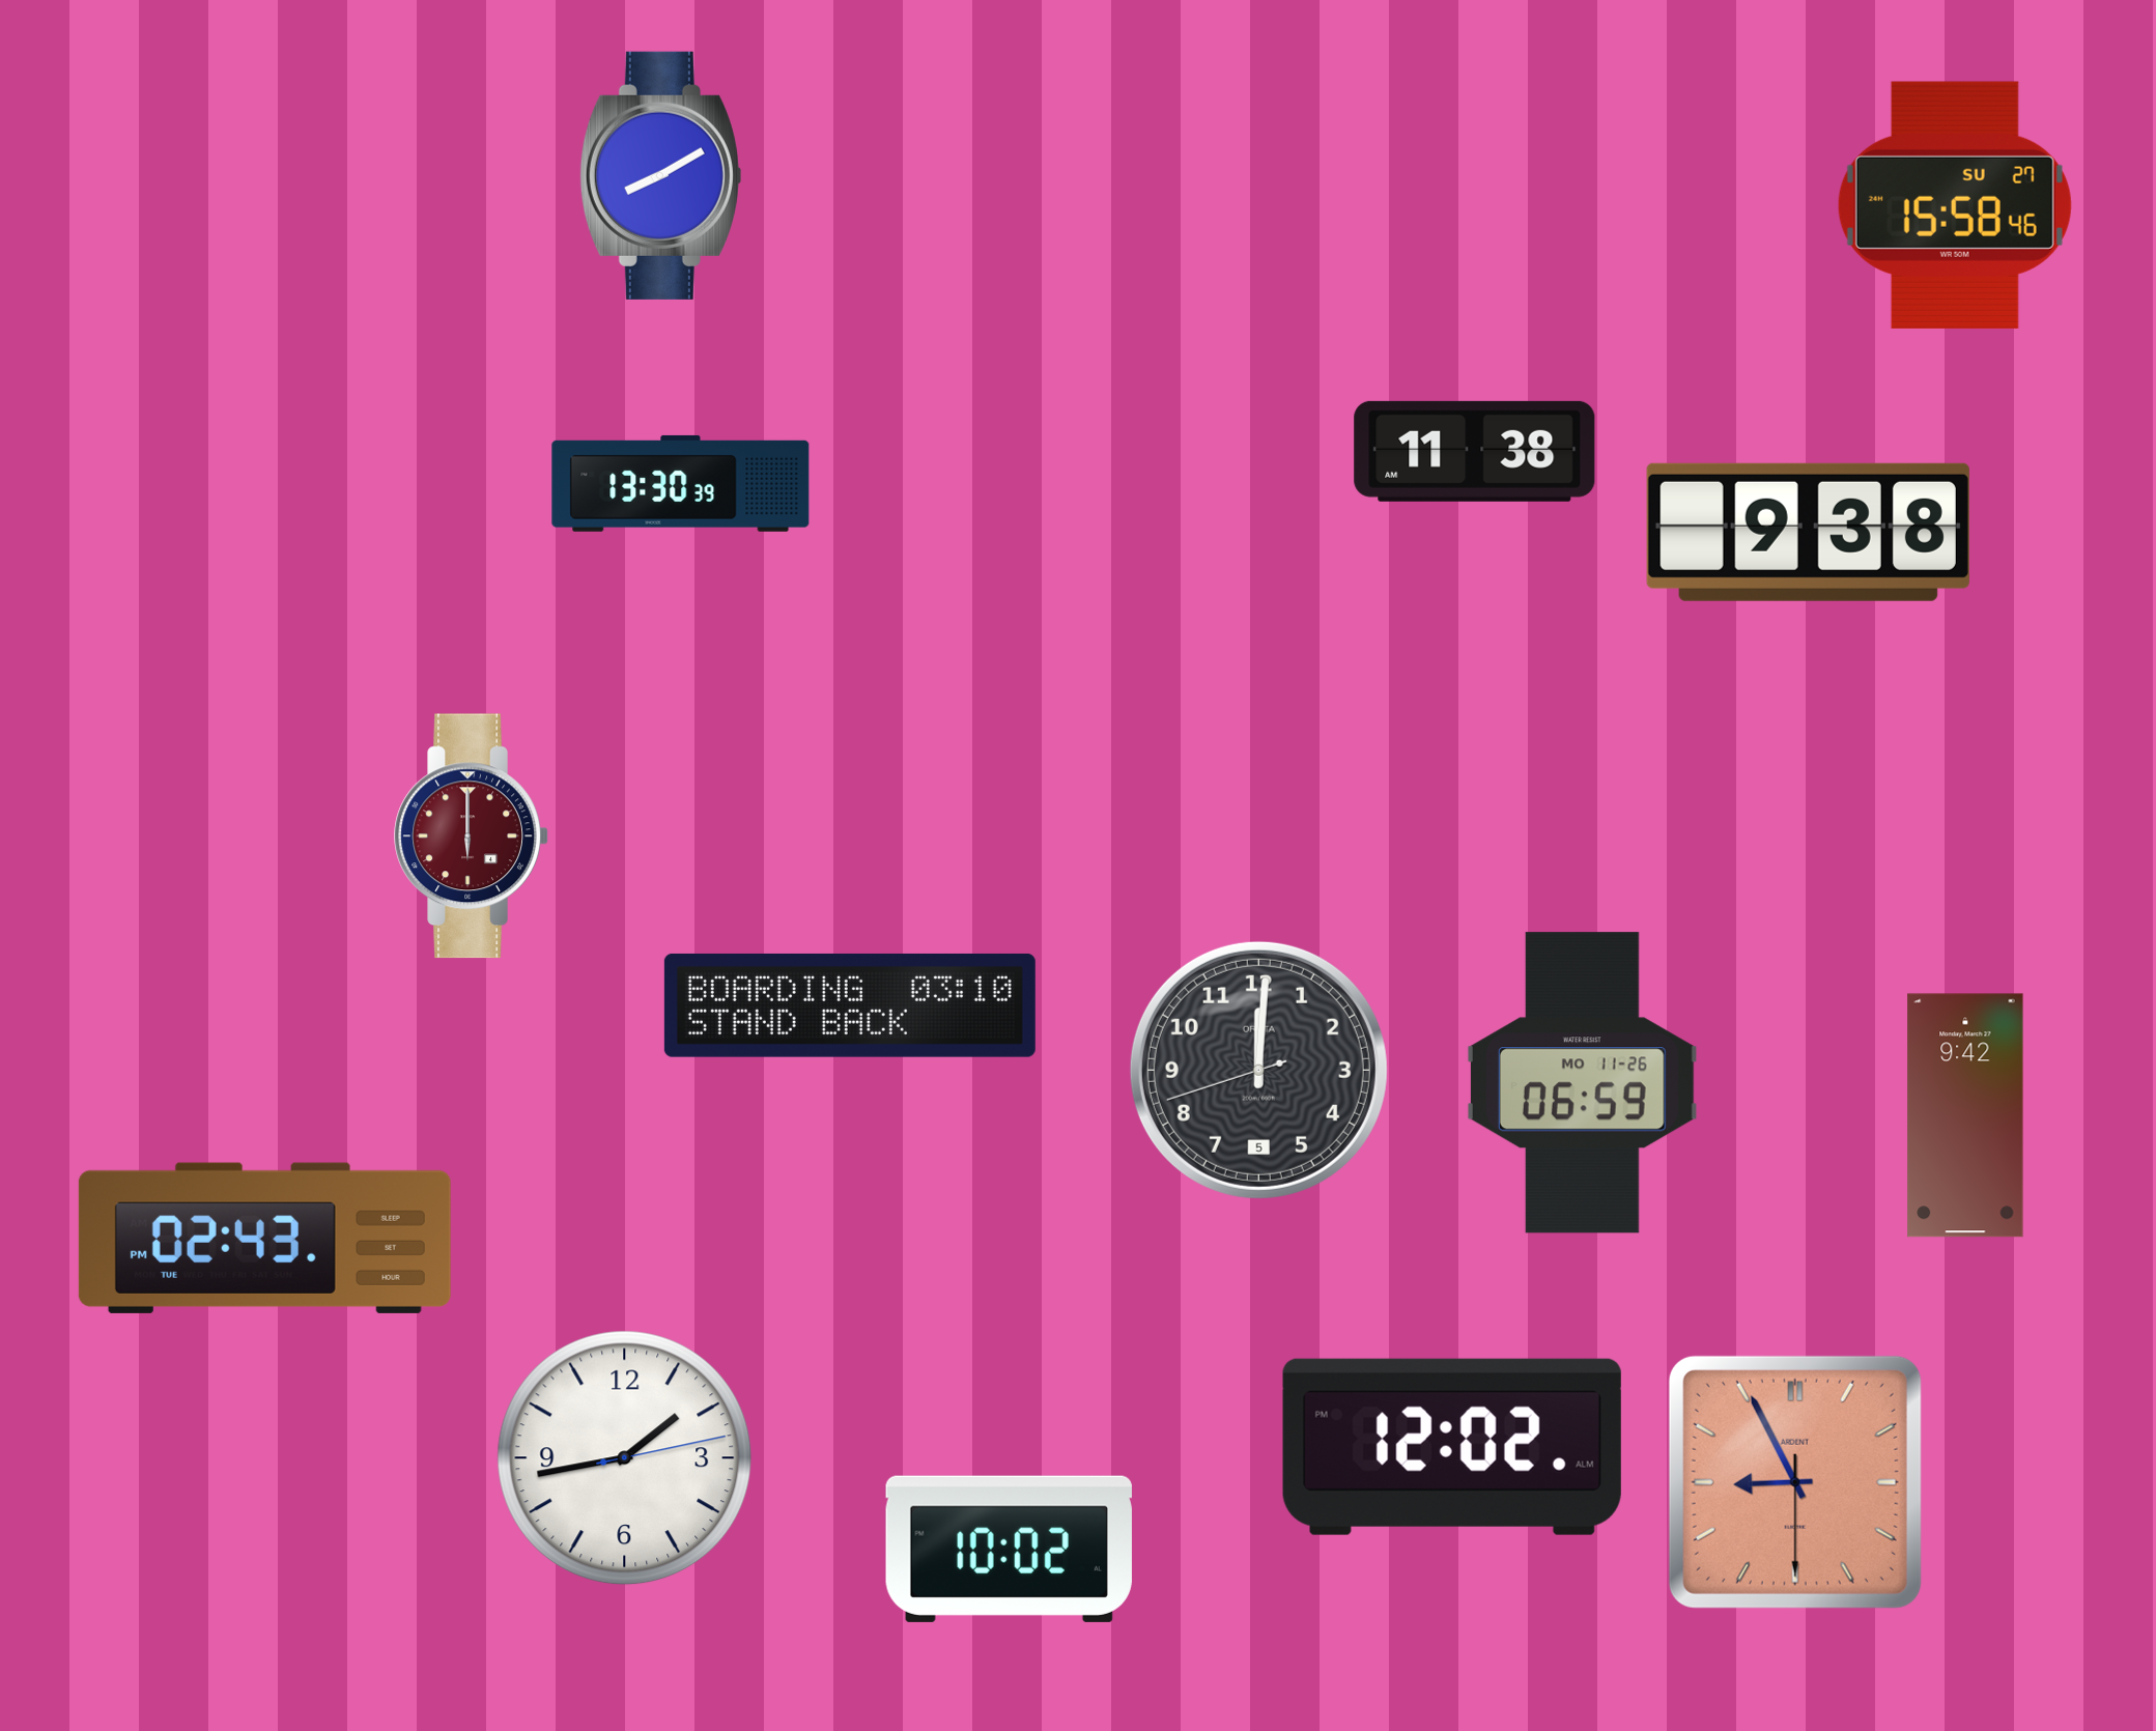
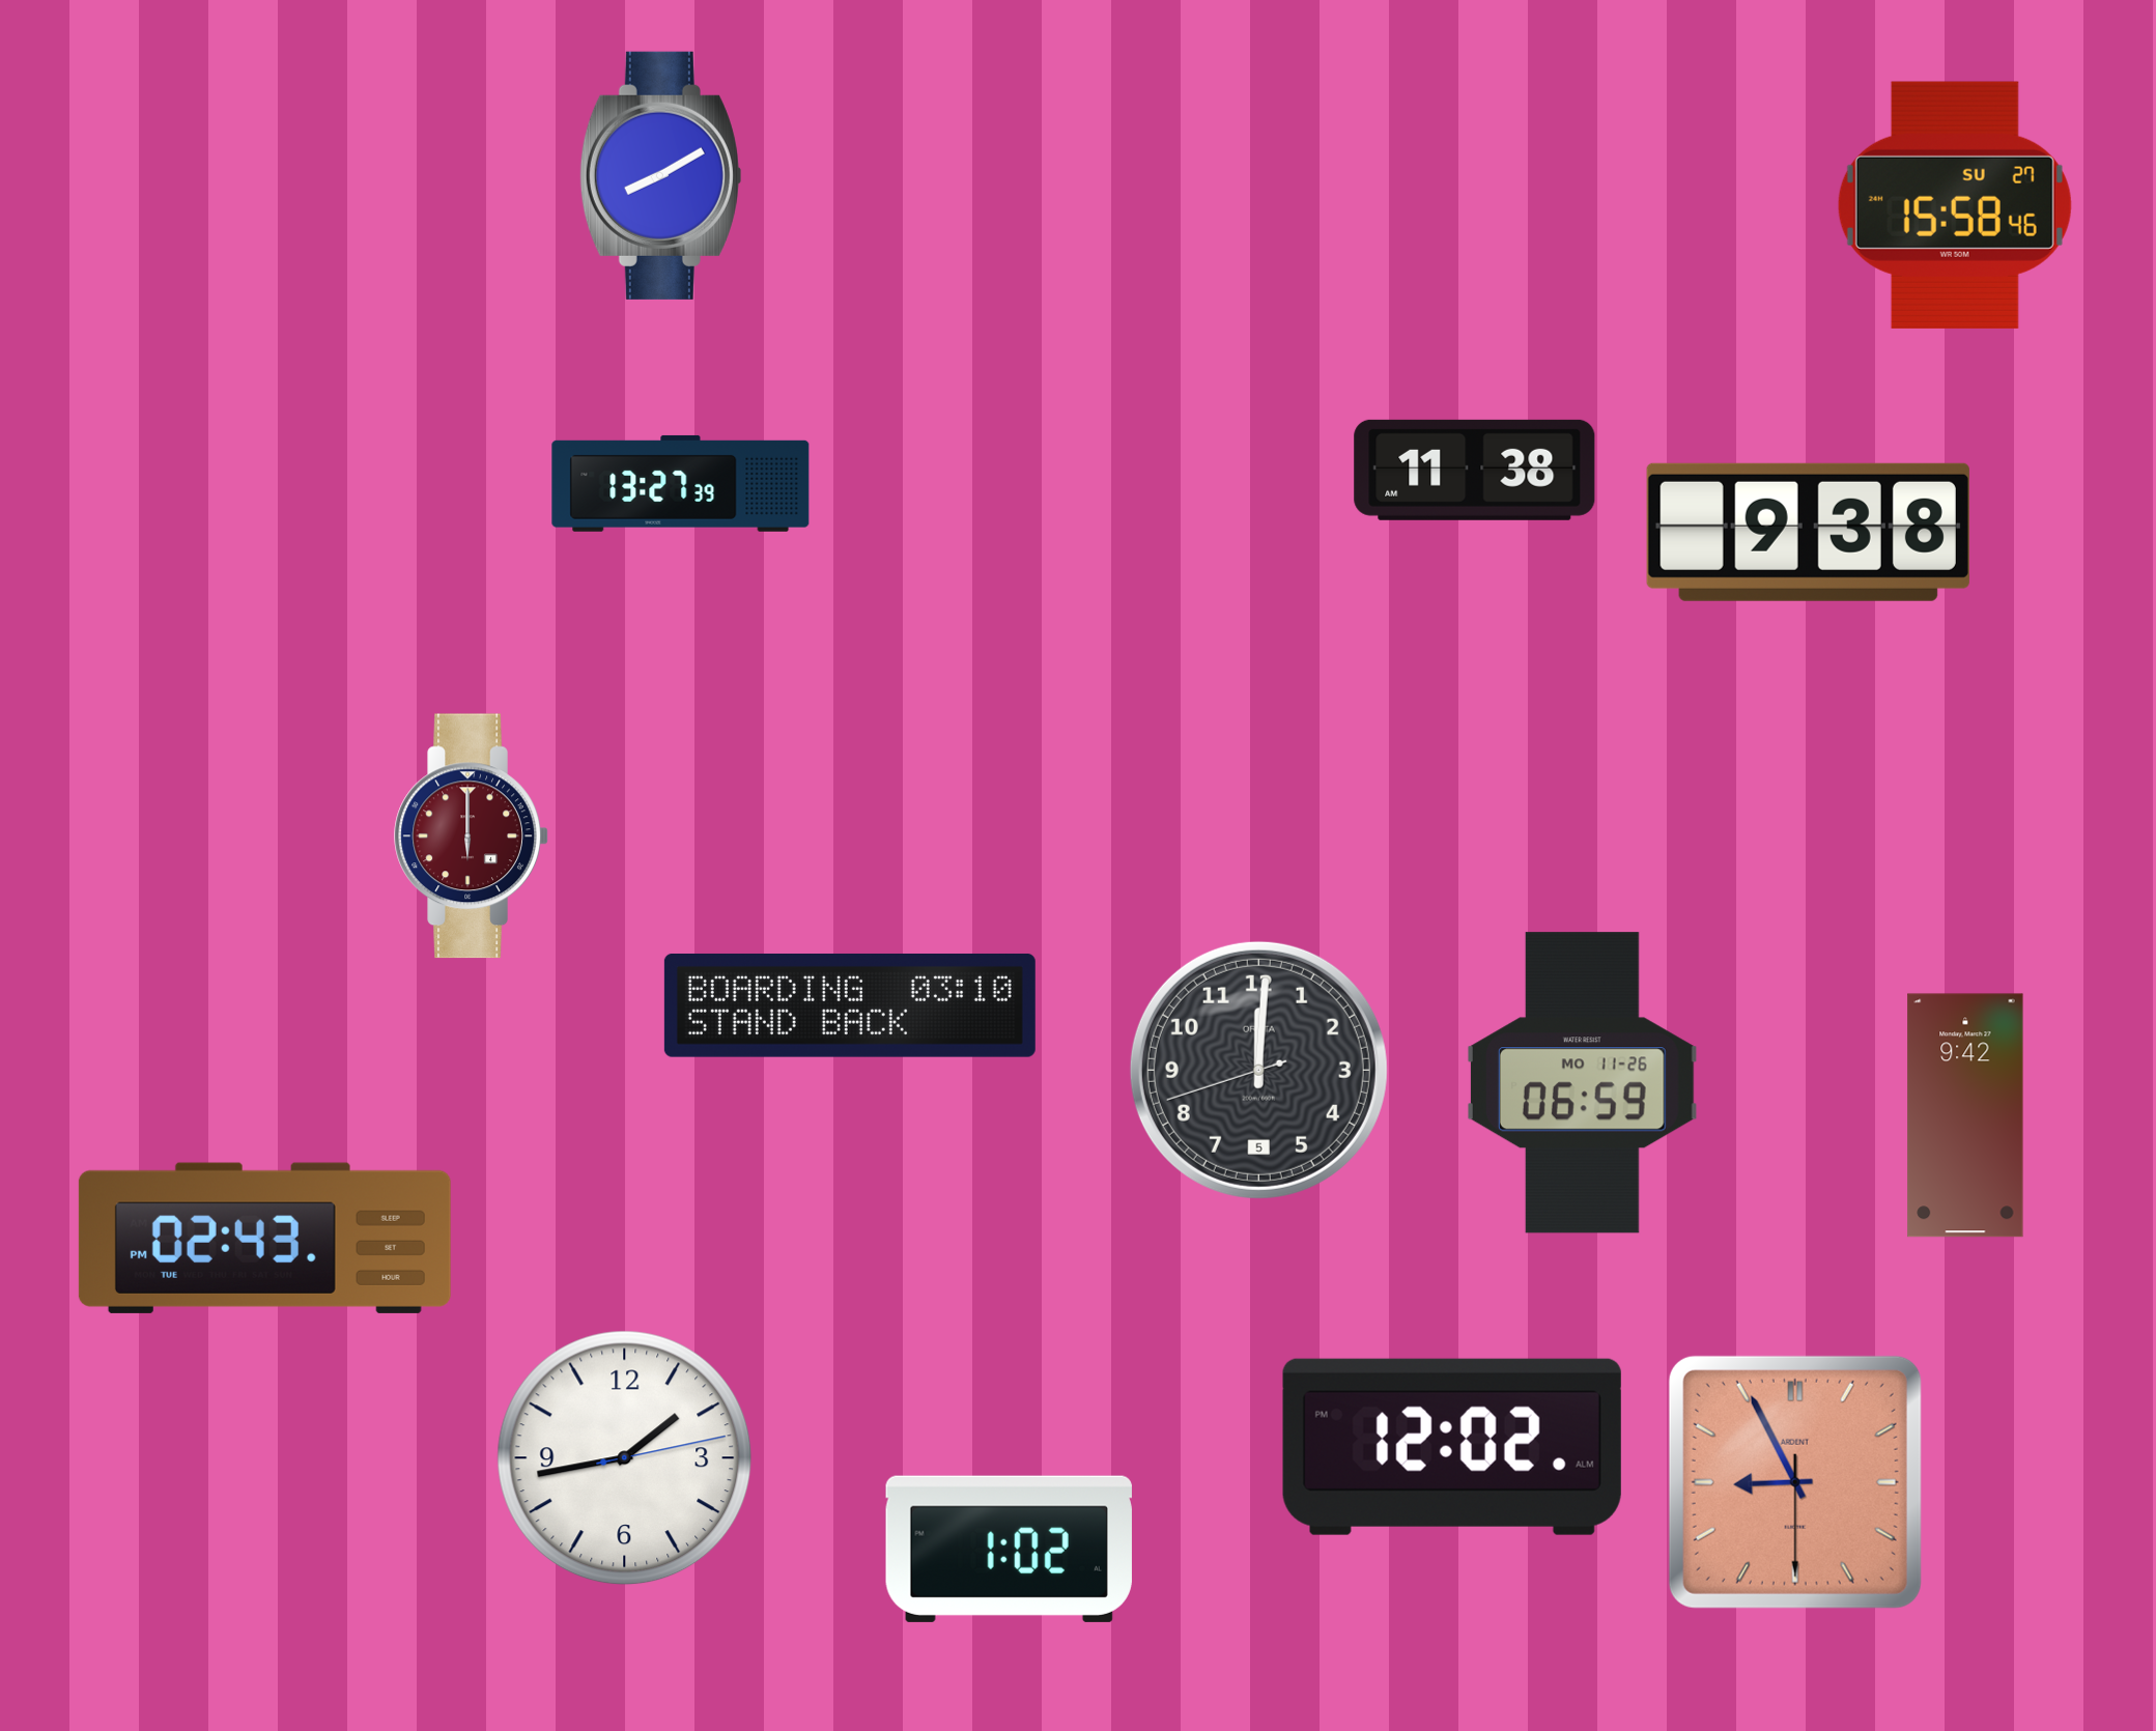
clock at (1475, 451) position: (1475, 451) -> (1475, 470)
clock at (681, 483): 13:30 -> 13:27
clock at (1009, 1549): 10:02 -> 1:02
